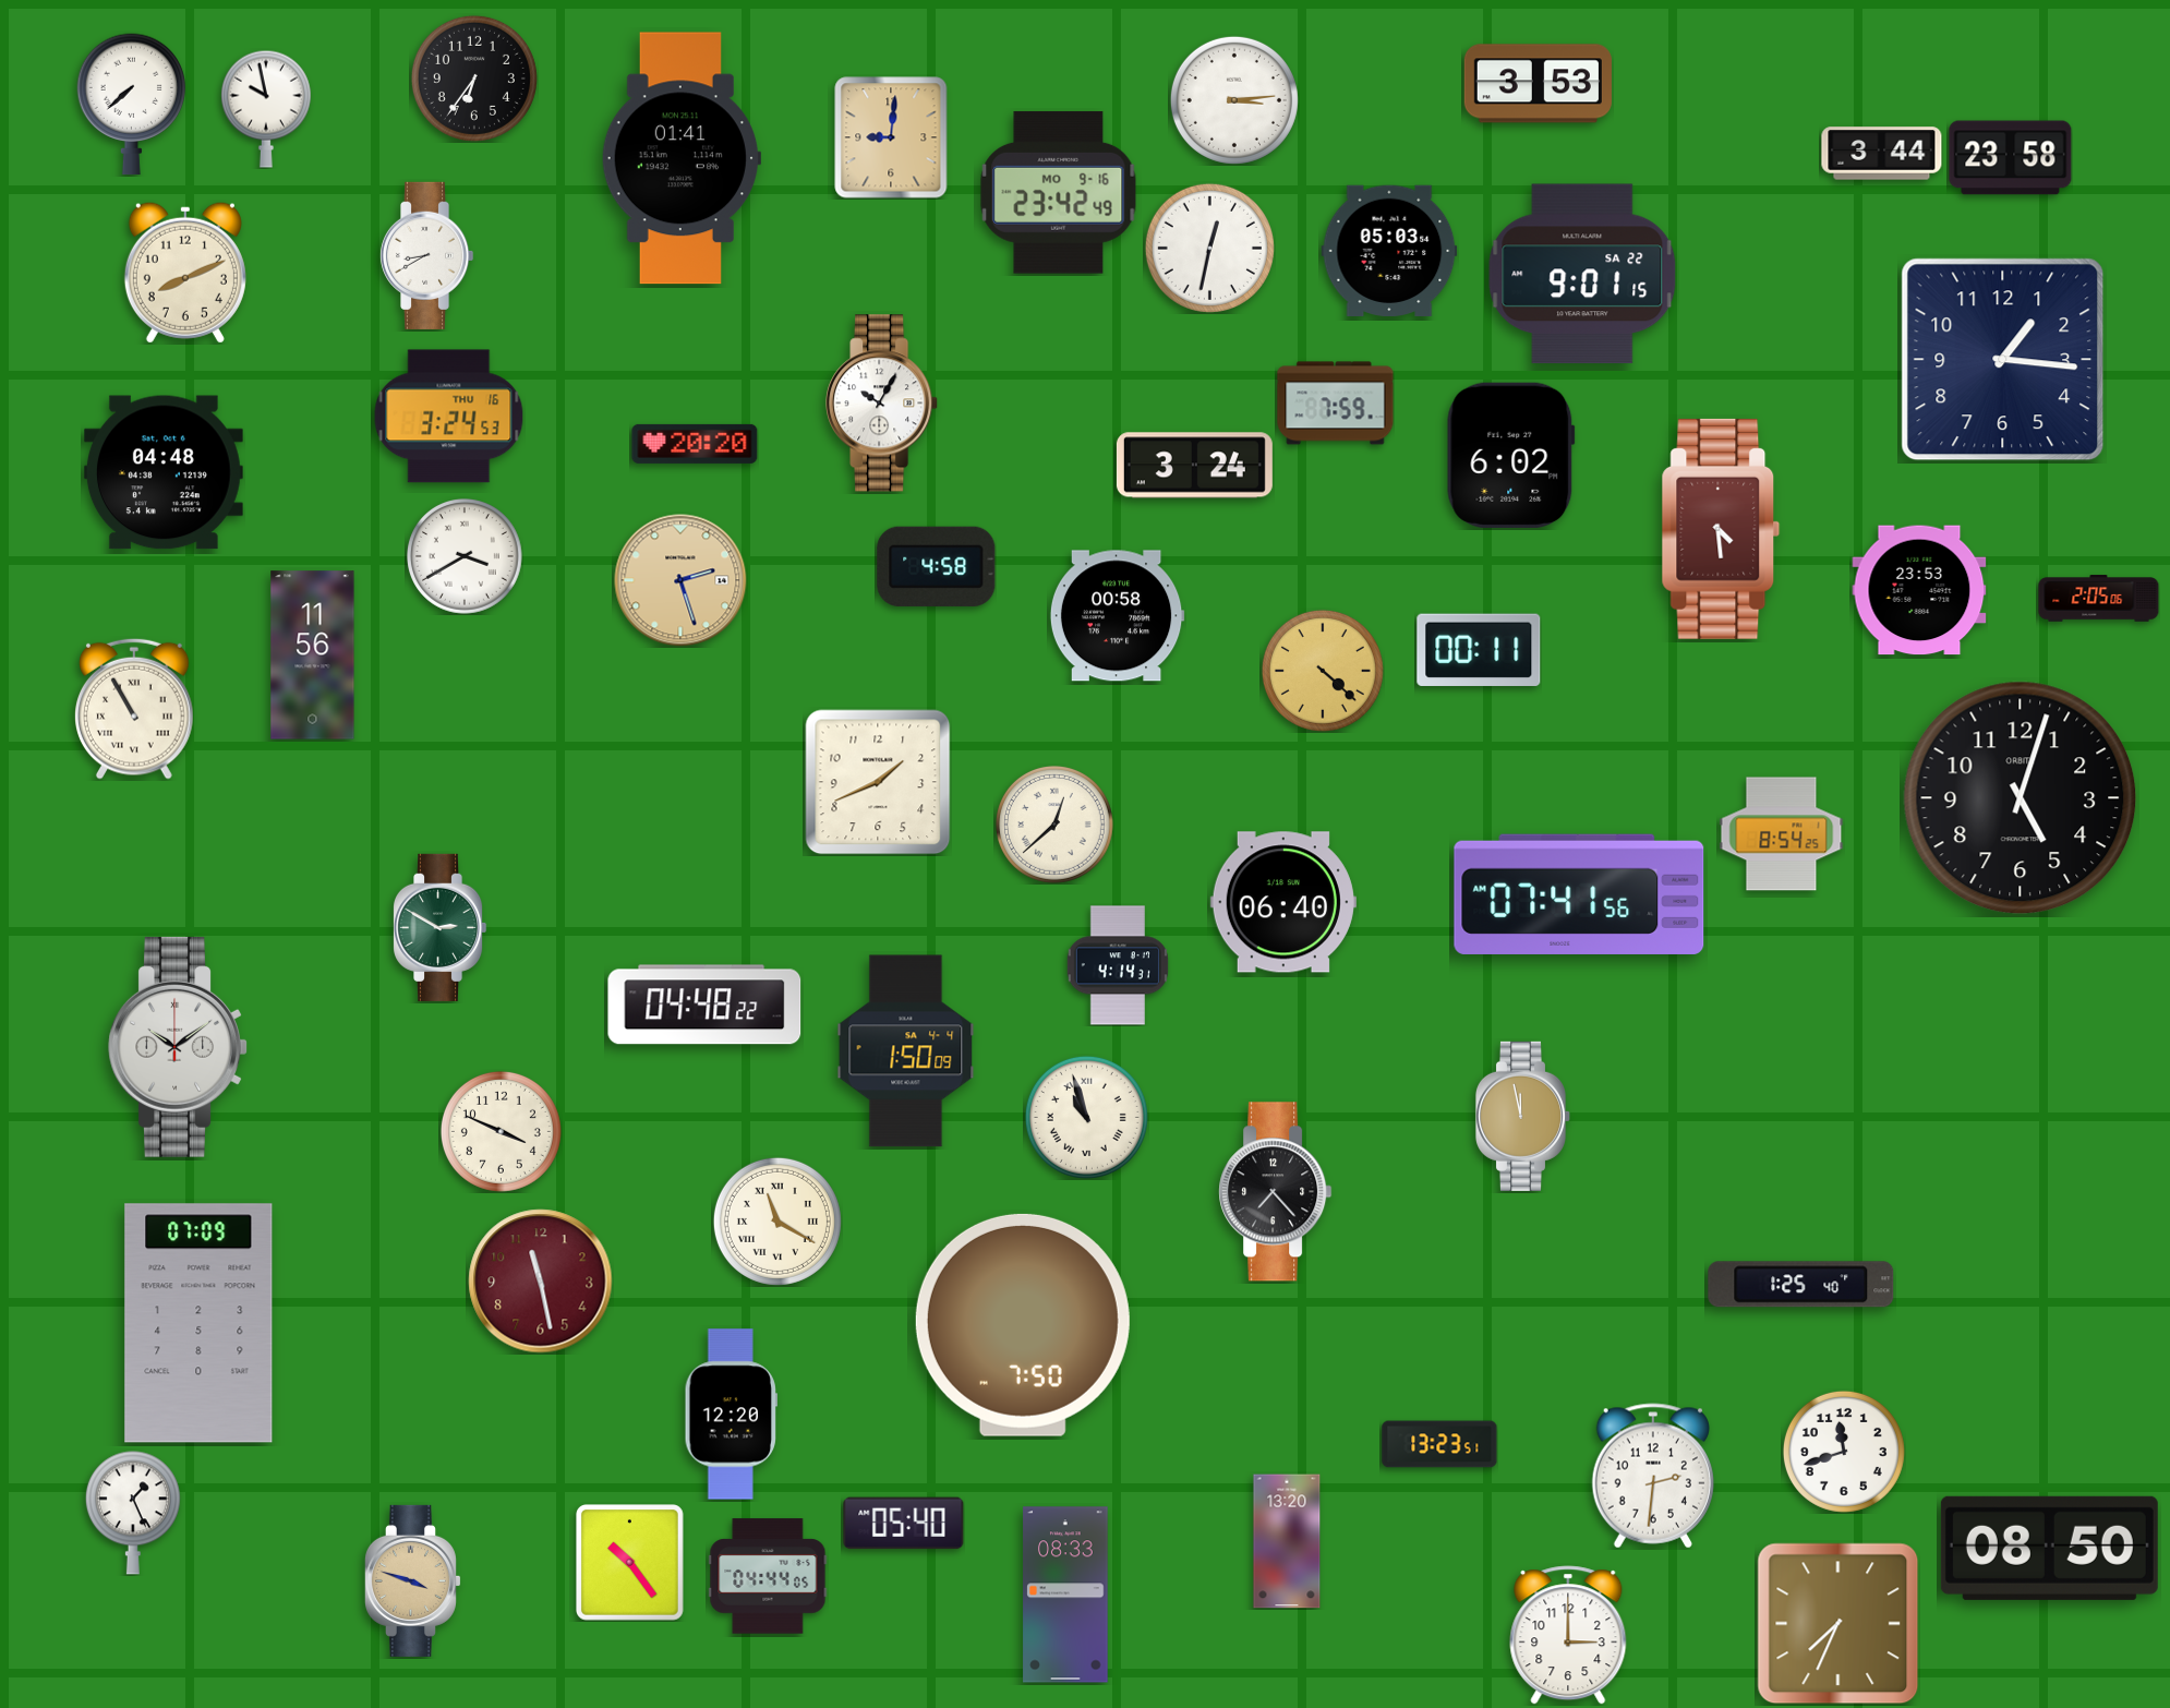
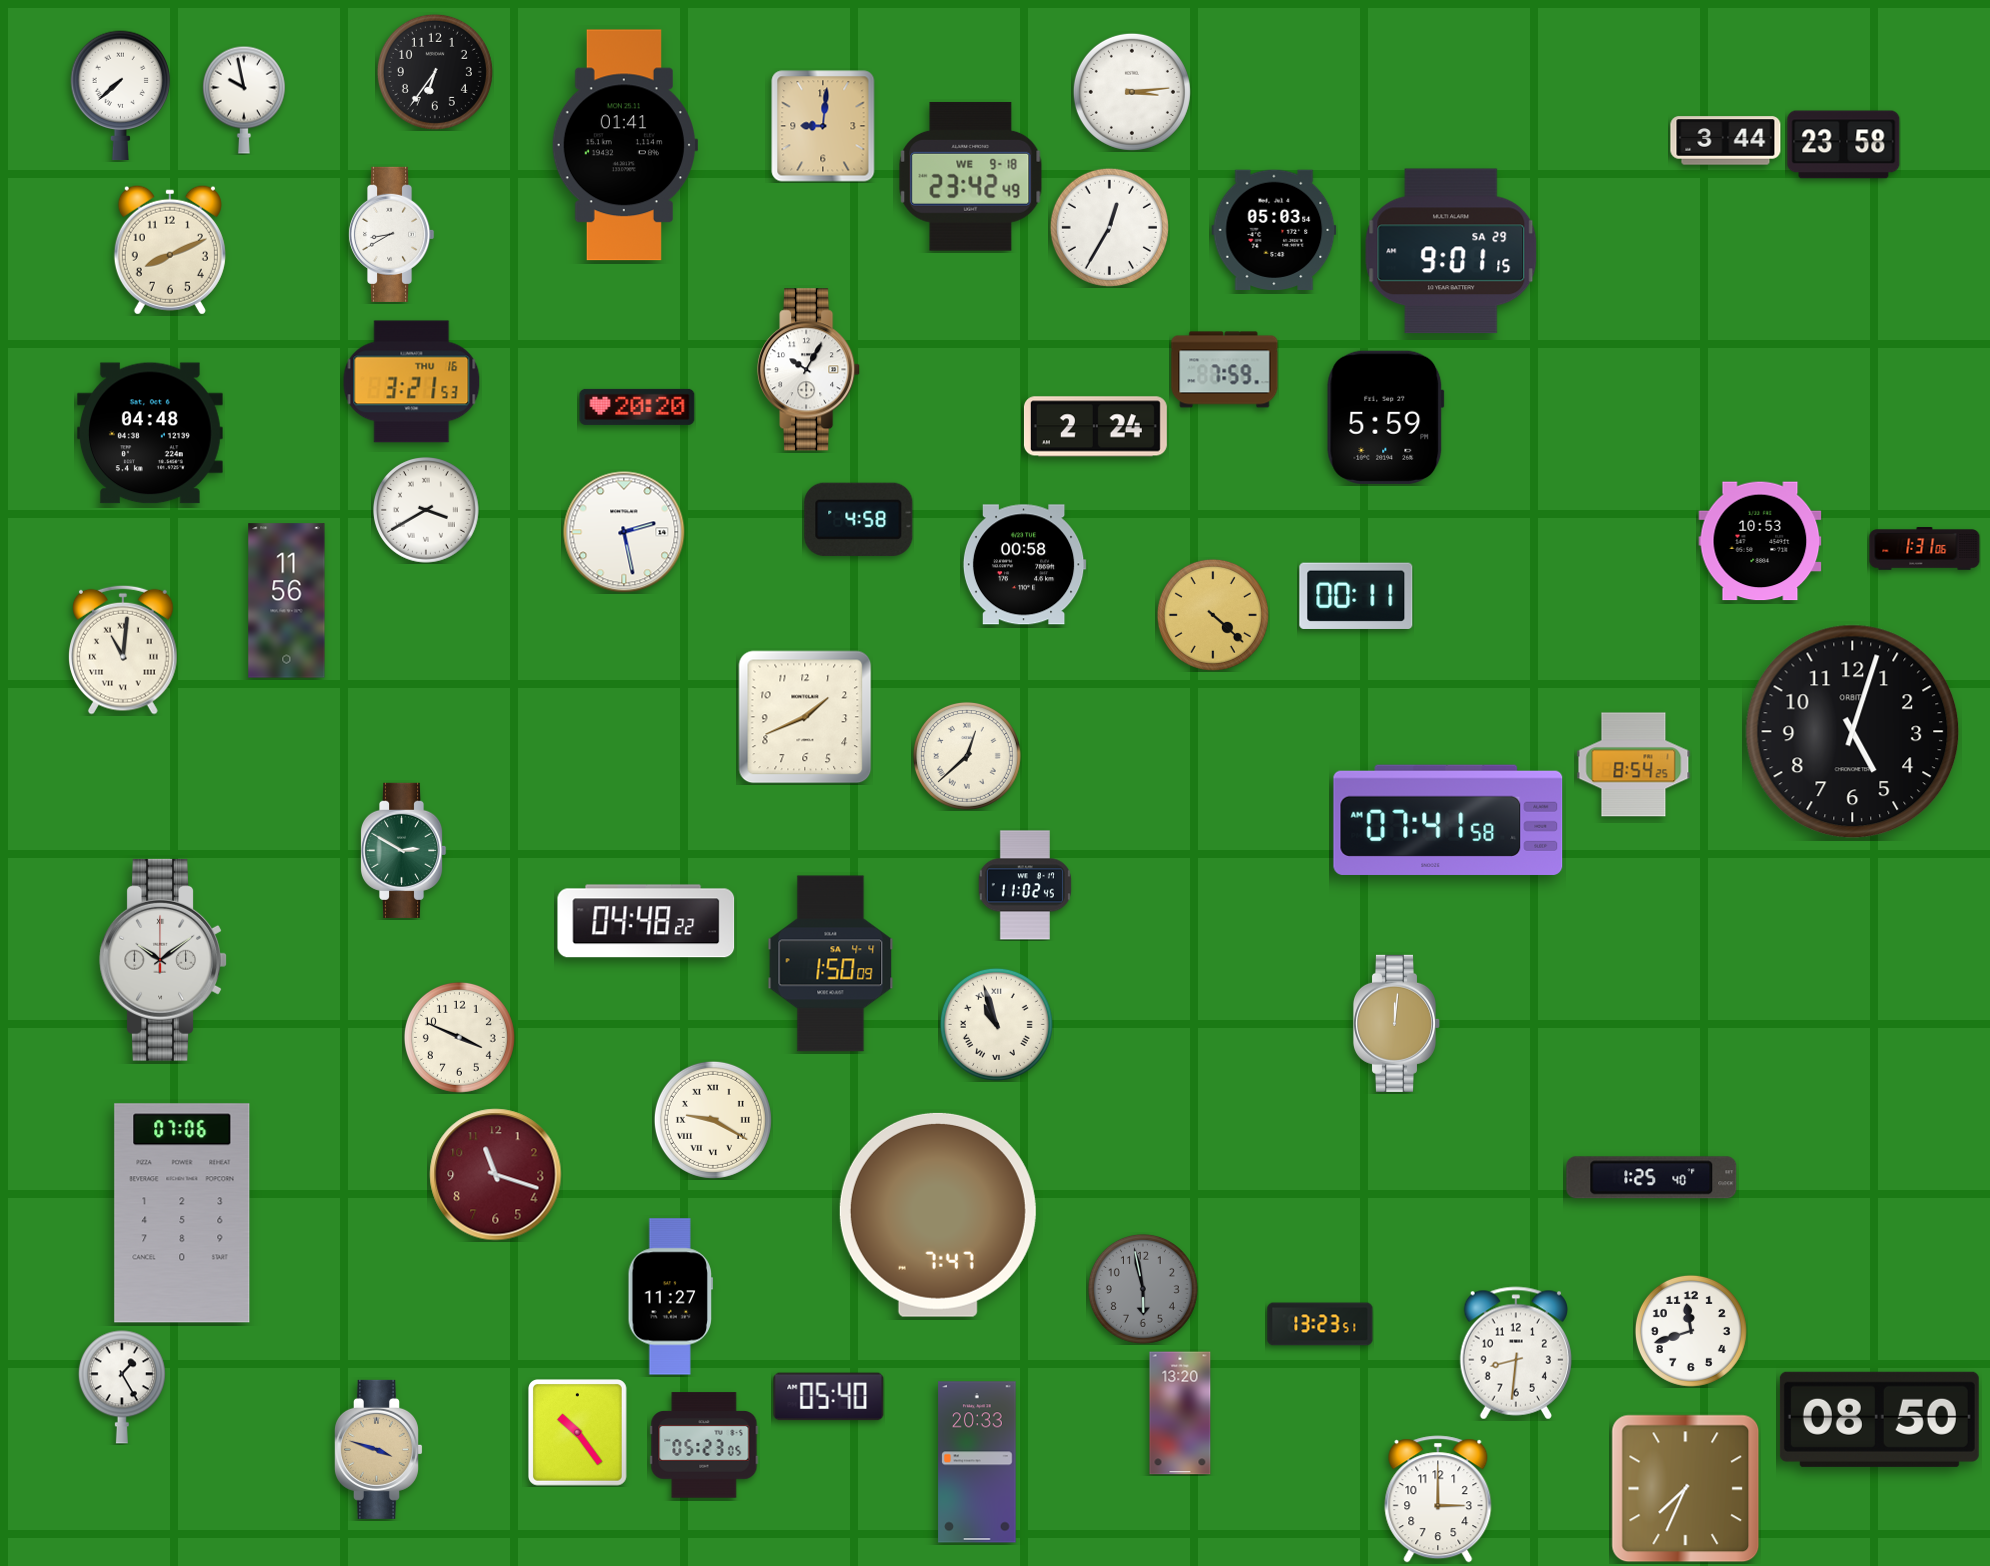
clock at (1538, 84): 3:53 -> none
clock at (891, 137) position: (891, 137) -> (823, 126)
clock at (1059, 192) date: MO 9-16 -> WE 9-18
clock at (1209, 248): 12:32 -> 12:35
clock at (1582, 274) date: SA 22 -> SA 29
clock at (2003, 360): 1:16 -> none
clock at (449, 417): 3:24 -> 3:21
clock at (1511, 455): 6:02 -> 5:59
clock at (1194, 466): 3:24 -> 2:24
clock at (1721, 529): 4:29 -> none
clock at (680, 580): 2:27 -> 2:28
clock at (680, 580) dial: champagne -> white
clock at (1919, 590): 23:53 -> 10:53
clock at (2099, 599): 2:05 -> 1:31
clock at (135, 709): 10:55 -> 11:01
clock at (1579, 894): 07:41:56 -> 07:41:58
clock at (1283, 902): 06:40 -> none
clock at (1118, 965): 4:14 -> 11:02
clock at (1523, 1116): 11:58 -> 12:01
clock at (1276, 1192): 7:23 -> none
clock at (777, 1222): 11:20 -> 9:20
clock at (541, 1282): 11:28 -> 11:18
clock at (198, 1323): 07:09 -> 07:06
clock at (1023, 1325): 7:50 -> 7:47
clock at (1143, 1289): none -> 5:58
clock at (731, 1415): 12:20 -> 11:27
clock at (1652, 1476): 2:31 -> 8:31
clock at (133, 1513): 1:26 -> 1:25
clock at (768, 1576): 04:44 -> 05:23
clock at (1065, 1595): 08:33 -> 20:33
